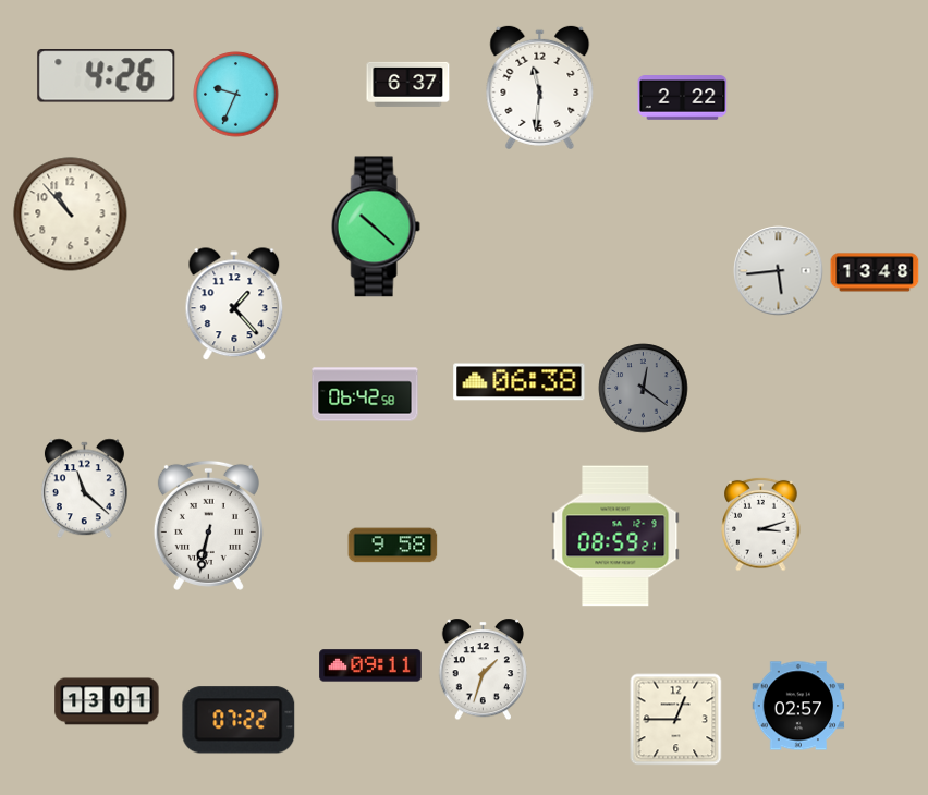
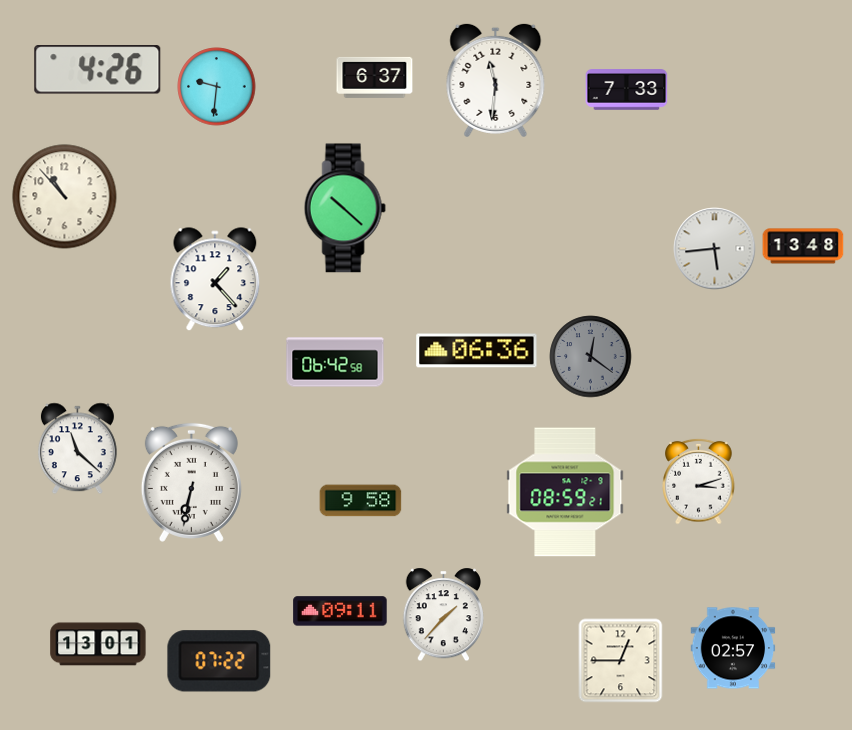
clock at (236, 95): 9:34 -> 9:31
clock at (683, 98): 2:22 -> 7:33
clock at (875, 272) position: (875, 272) -> (803, 246)
clock at (520, 382): 06:38 -> 06:36
clock at (483, 670): 1:33 -> 1:37
